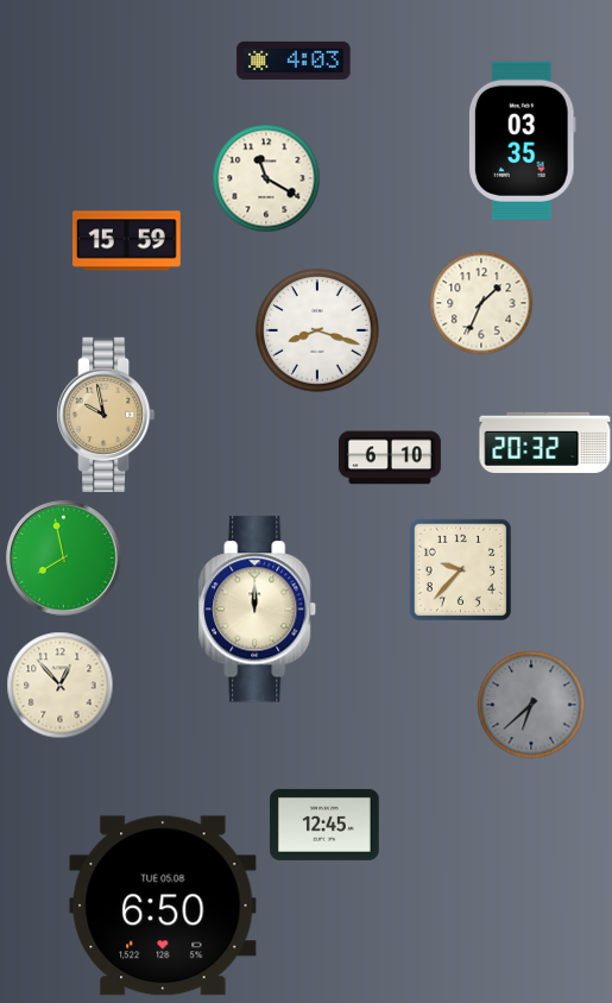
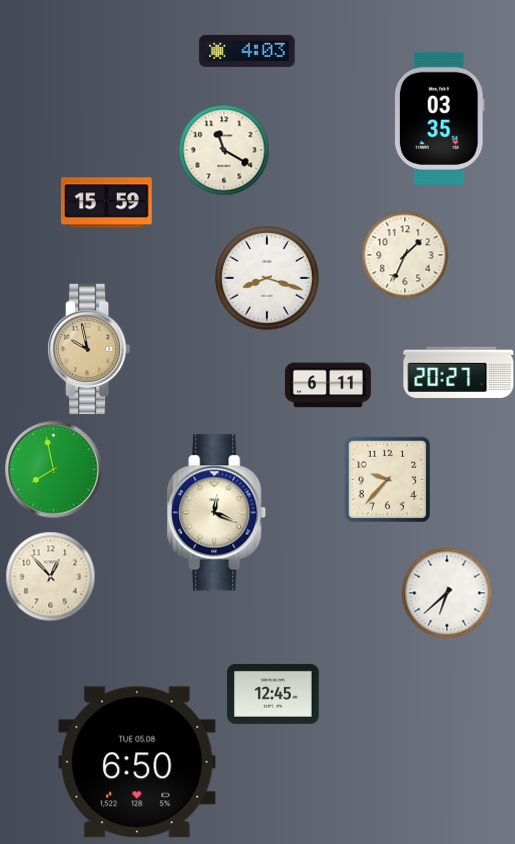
clock at (545, 442): 20:32 -> 20:27
clock at (390, 458): 6:10 -> 6:11
clock at (258, 610): 12:00 -> 12:19
clock at (531, 705) dial: grey -> white
